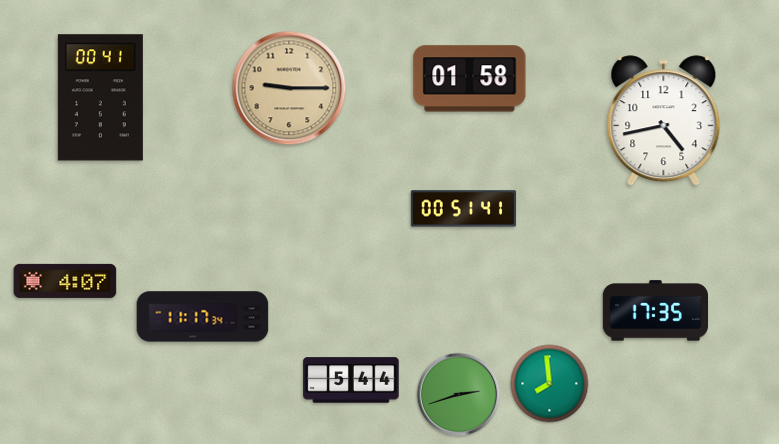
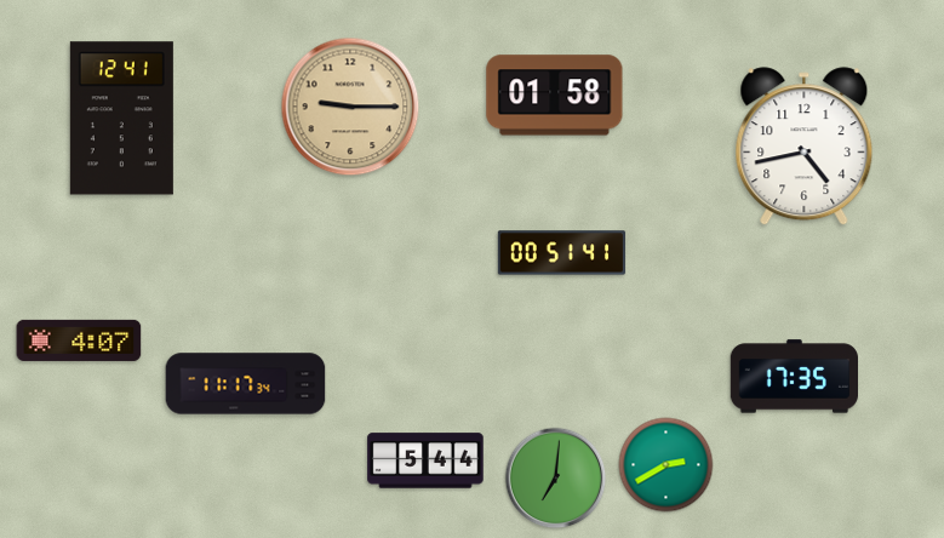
clock at (470, 79) position: (470, 79) -> (555, 96)
clock at (100, 98): 00:41 -> 12:41
clock at (550, 384): 7:59 -> 2:40
clock at (459, 395): 2:42 -> 7:01
